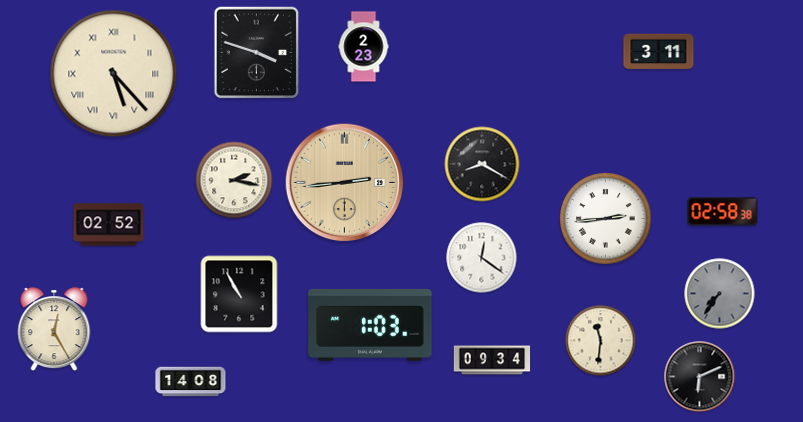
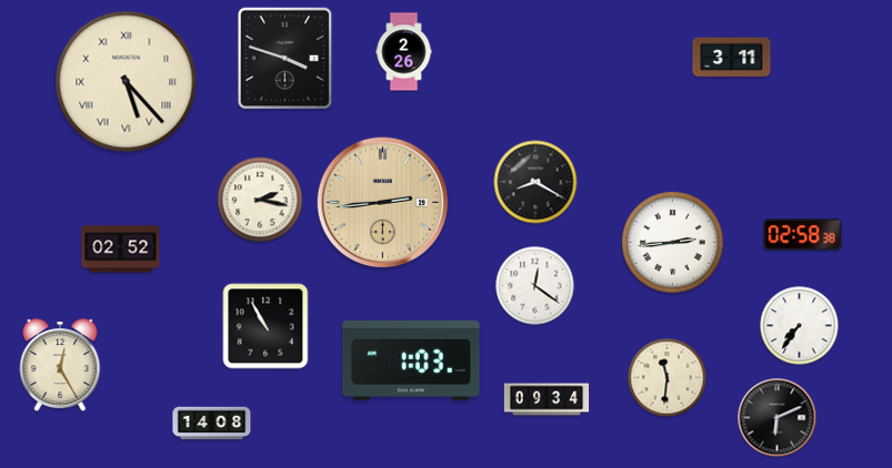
clock at (364, 47): 2:23 -> 2:26
clock at (720, 294) dial: grey -> white
